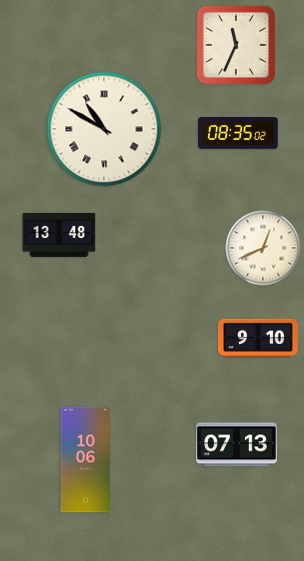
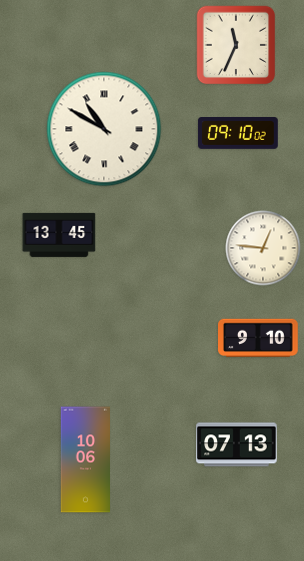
clock at (238, 134): 08:35 -> 09:10
clock at (59, 235): 13:48 -> 13:45
clock at (263, 248): 12:41 -> 12:46
